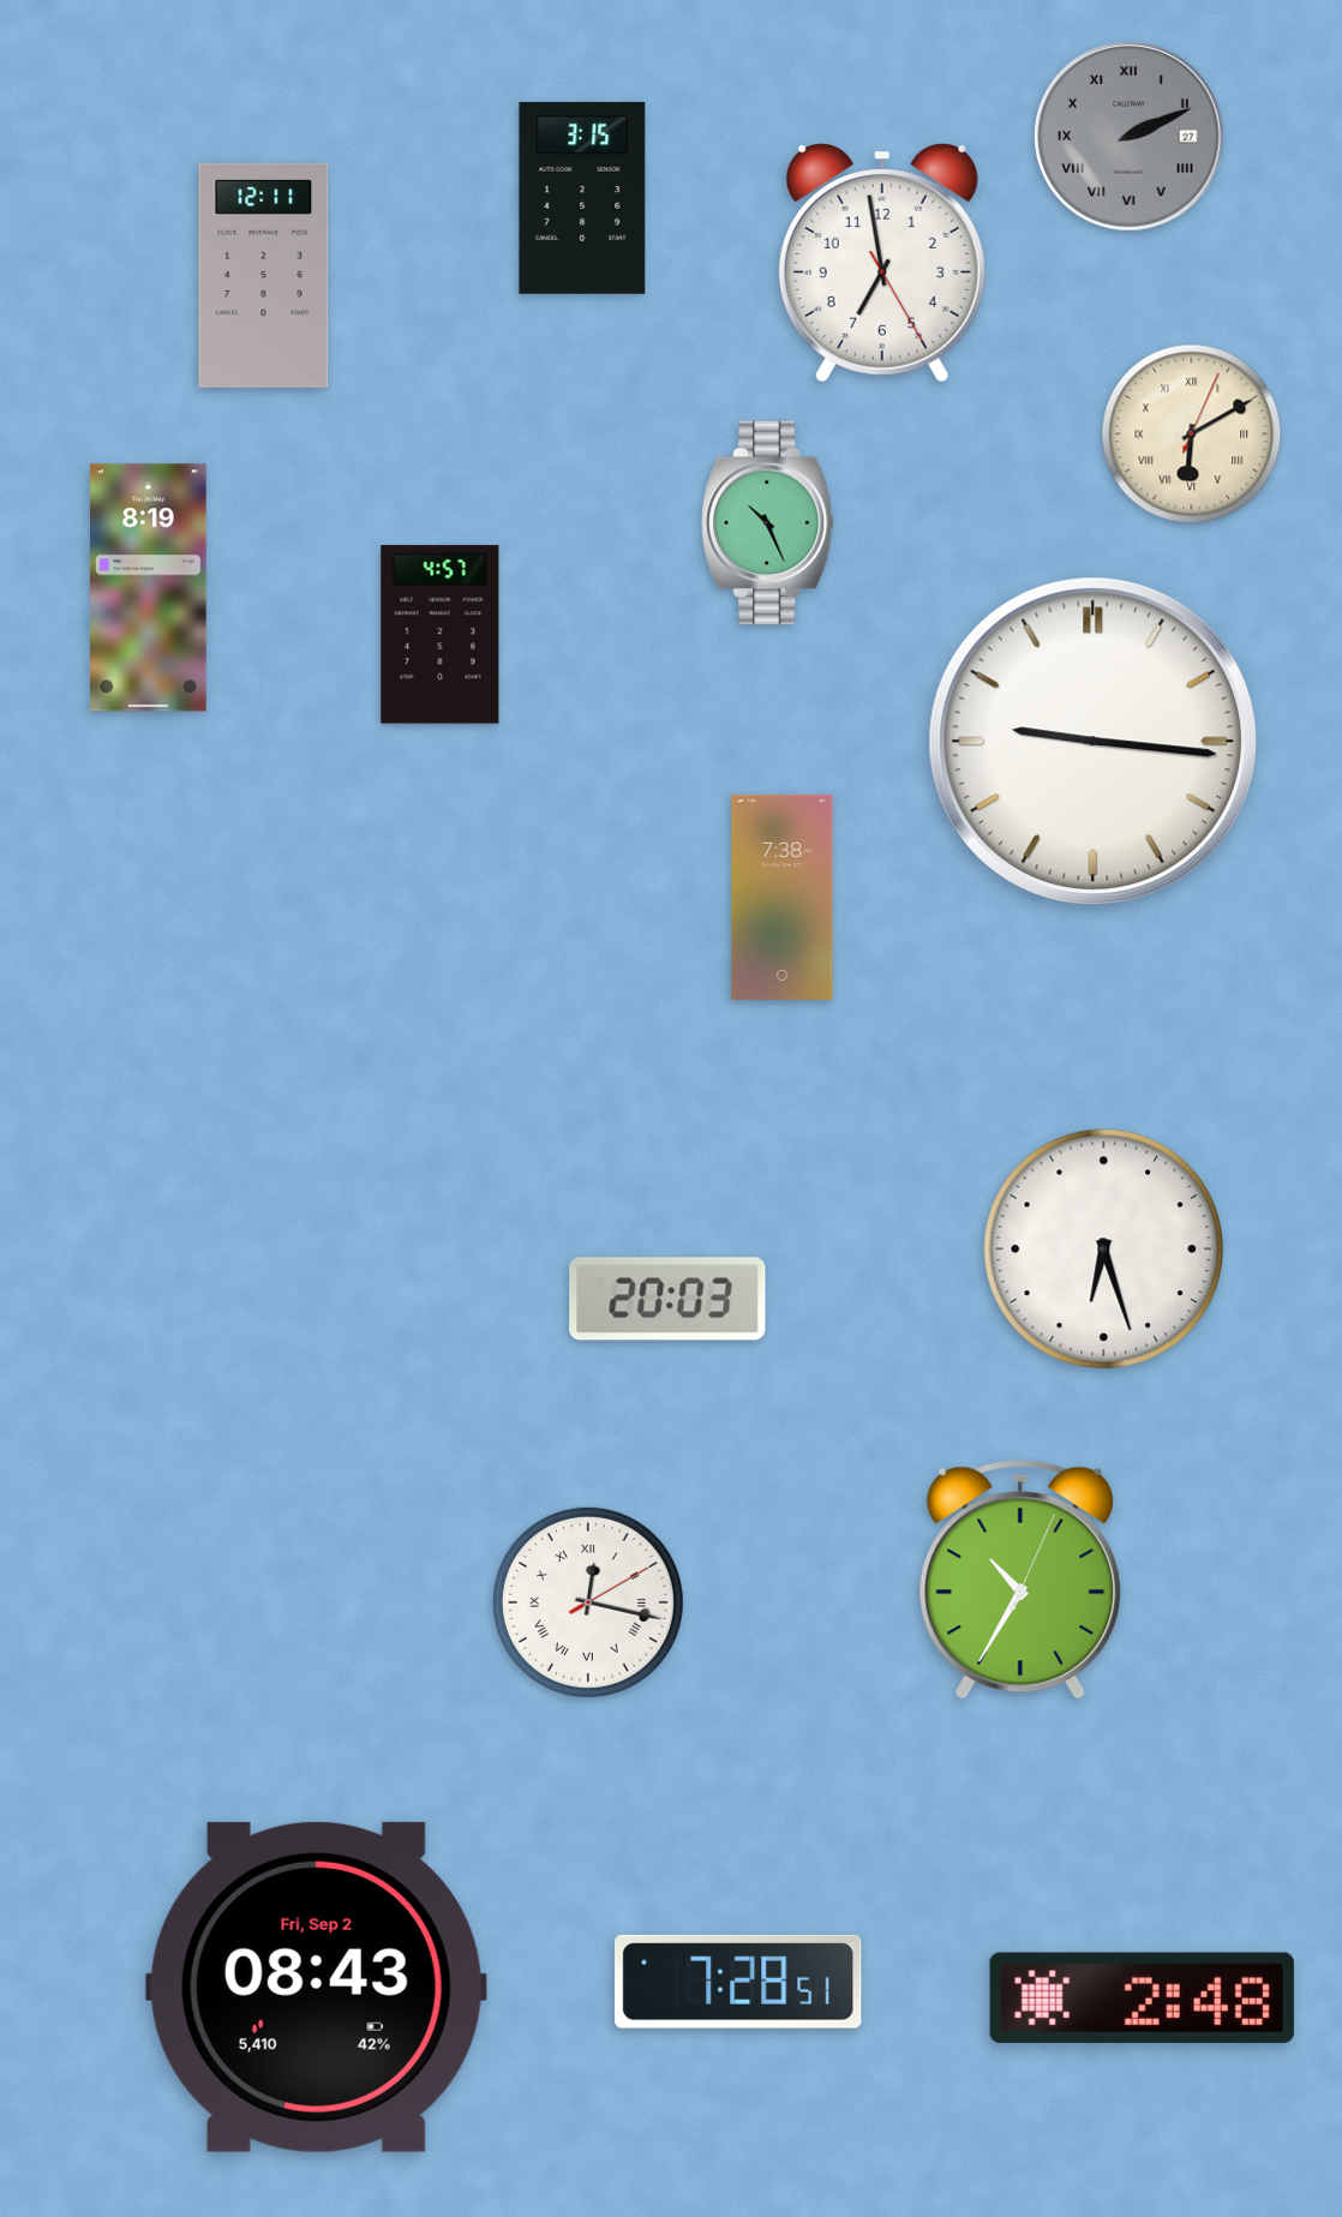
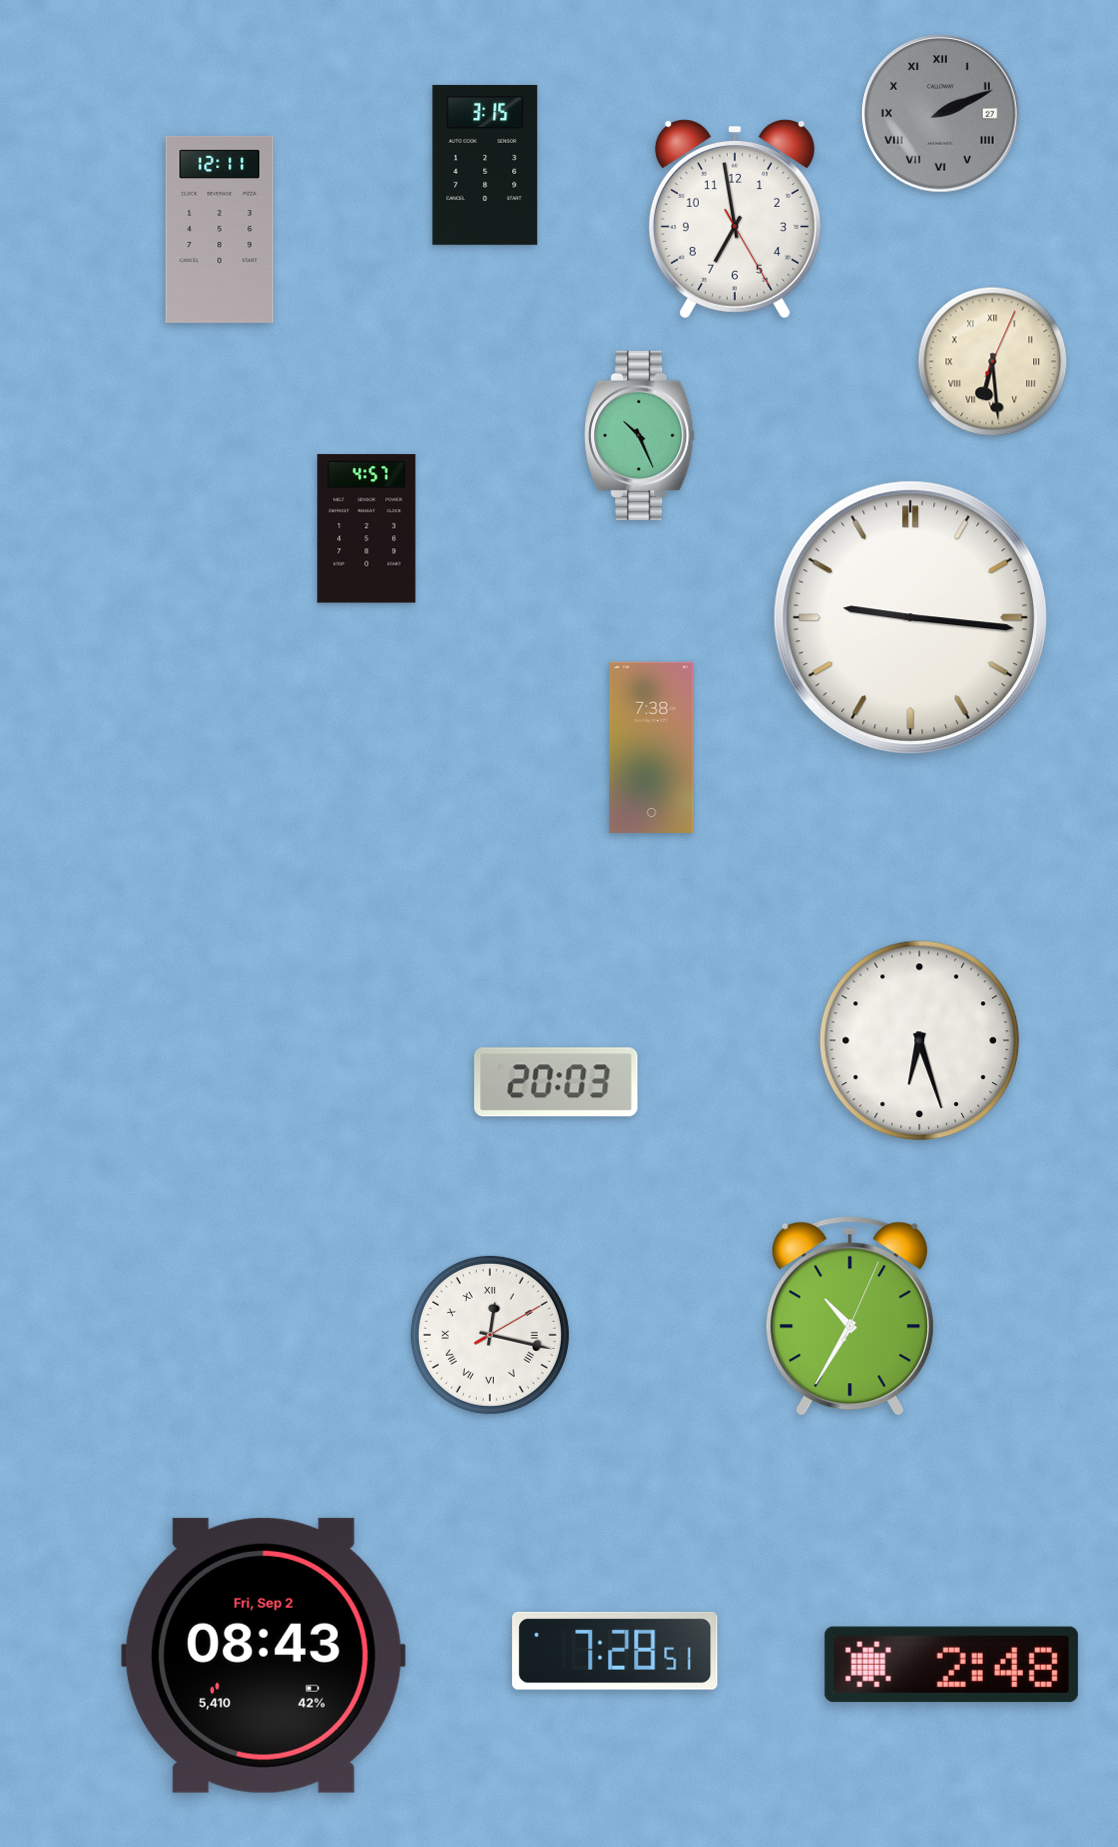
clock at (1192, 435): 6:10 -> 6:29
clock at (149, 588): 8:19 -> none
